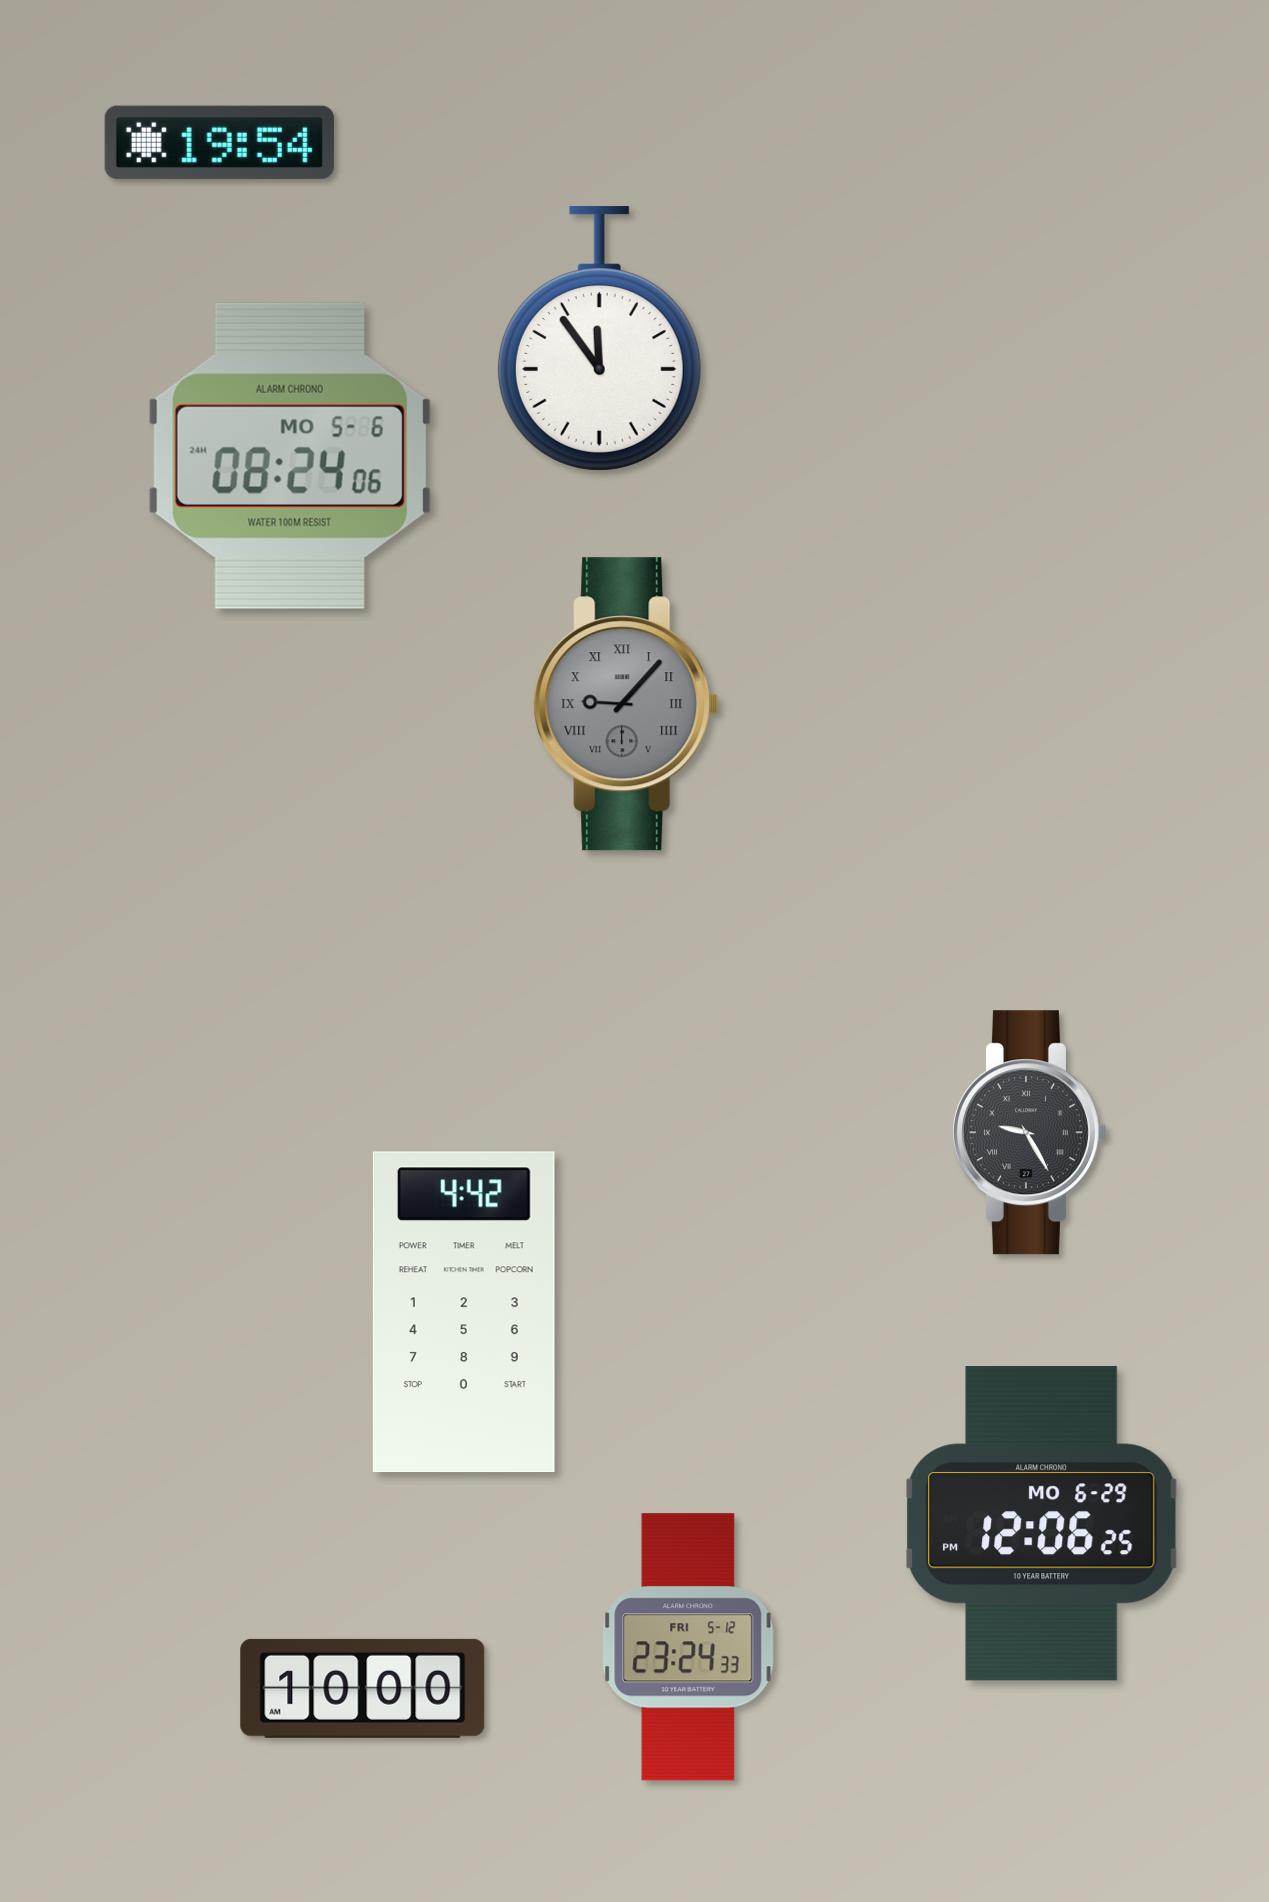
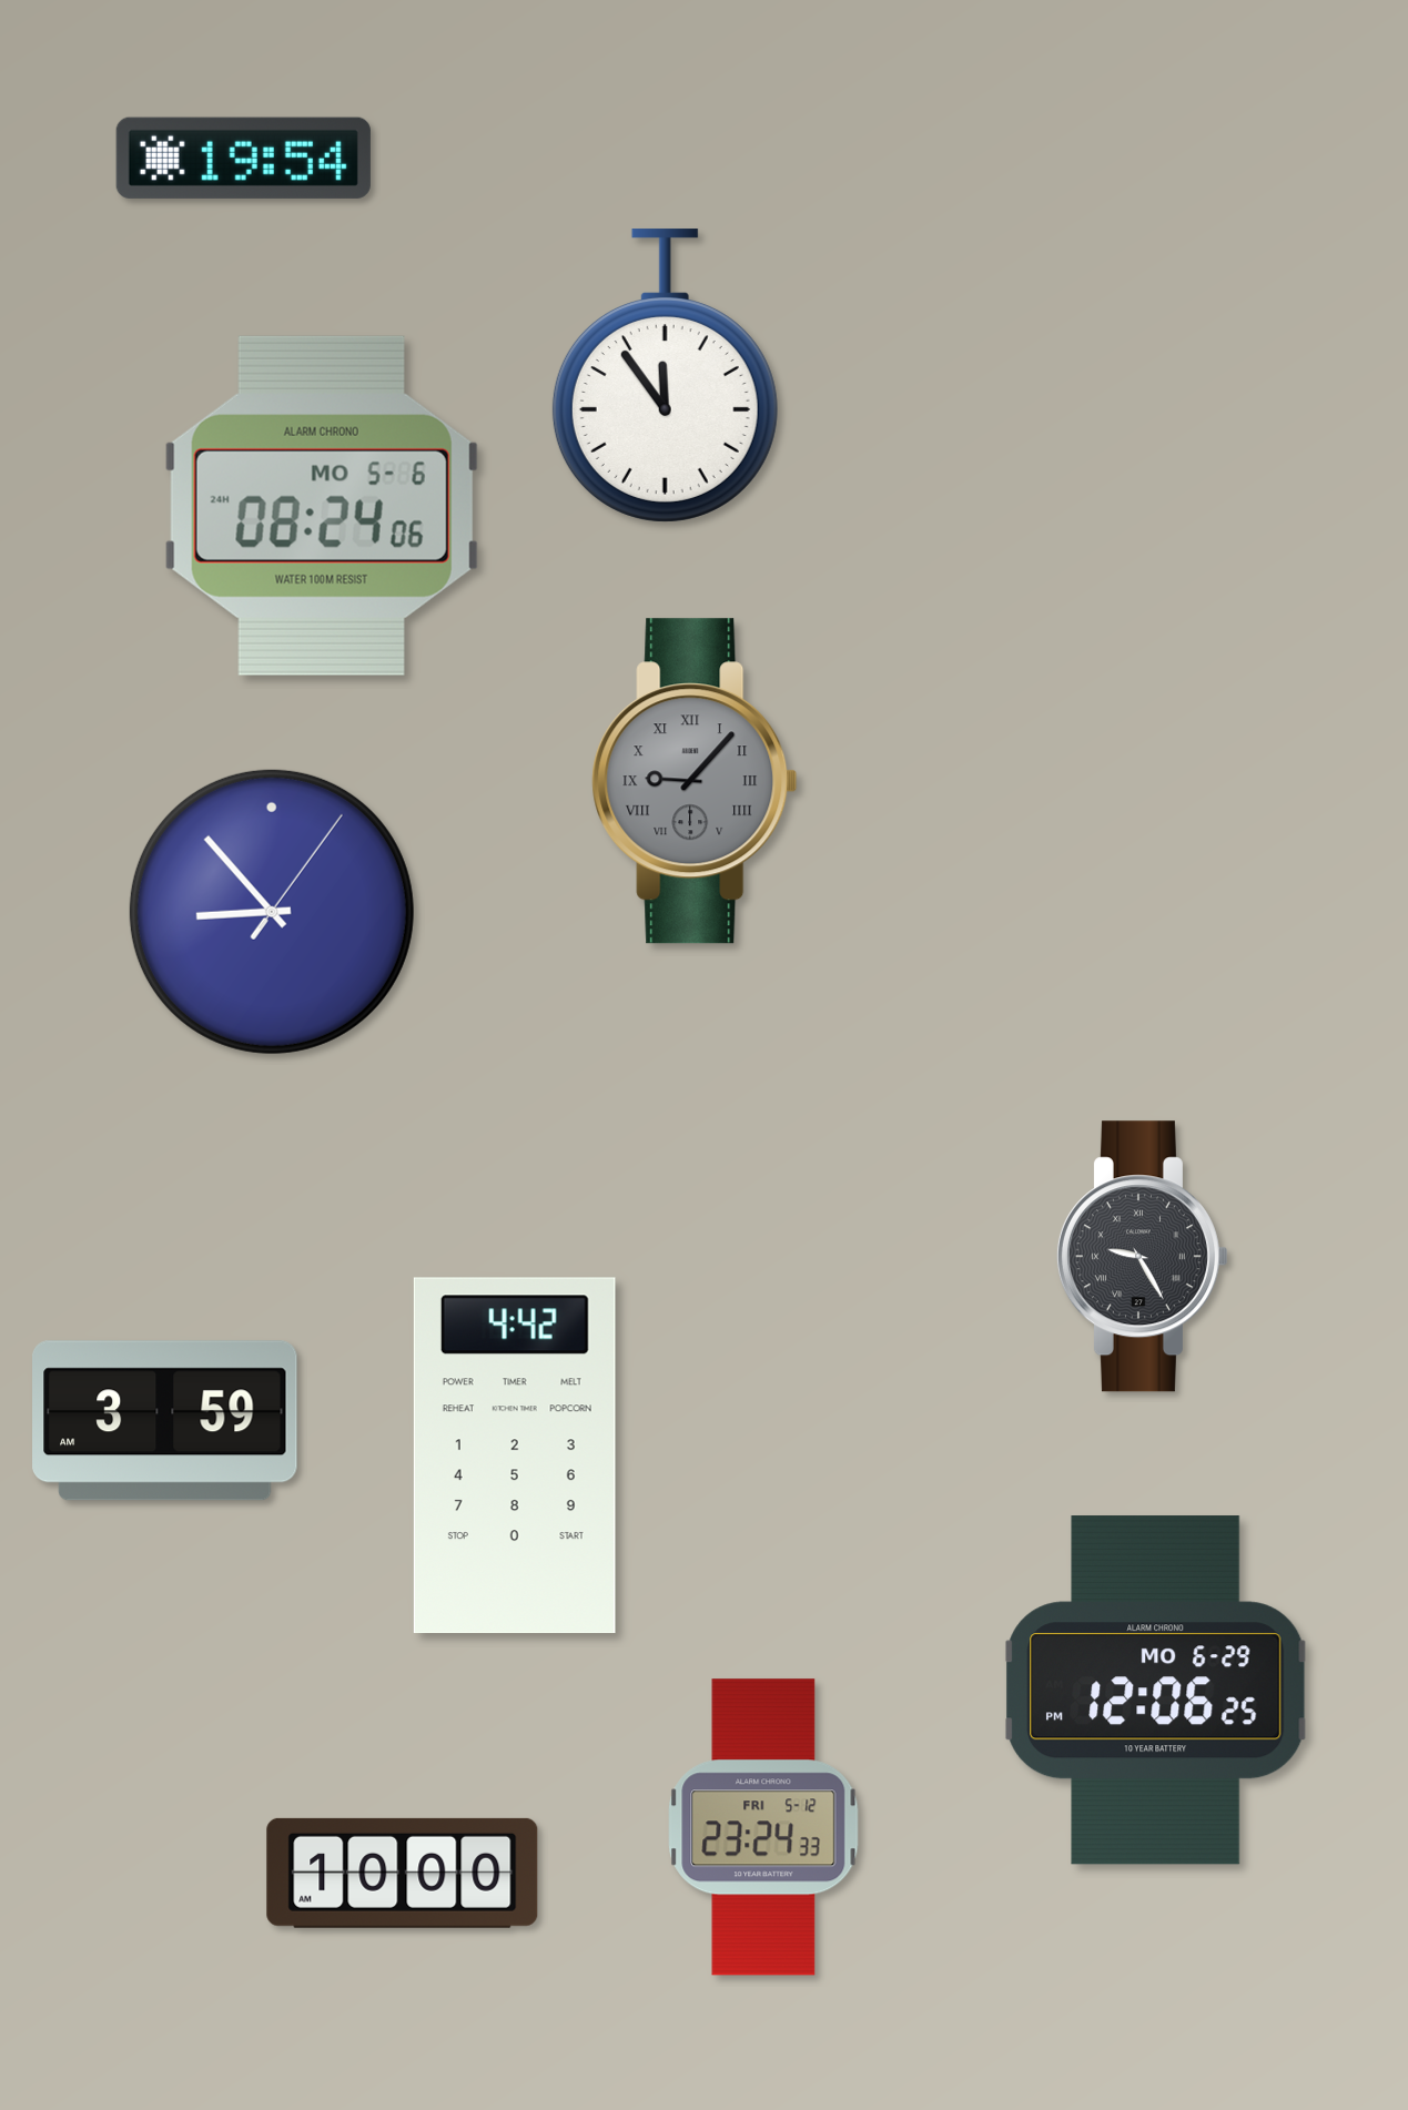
clock at (272, 912): none -> 8:53
clock at (165, 1421): none -> 3:59
